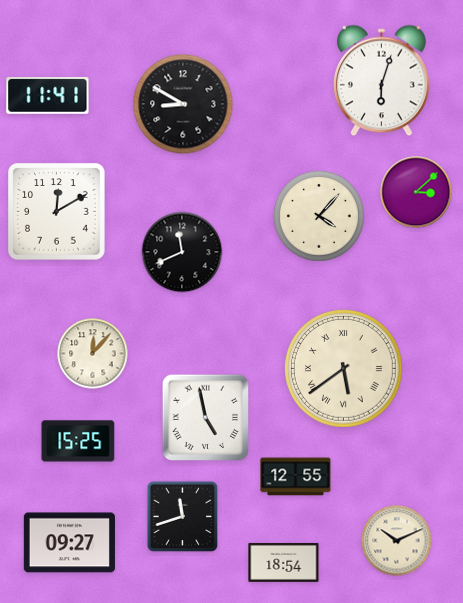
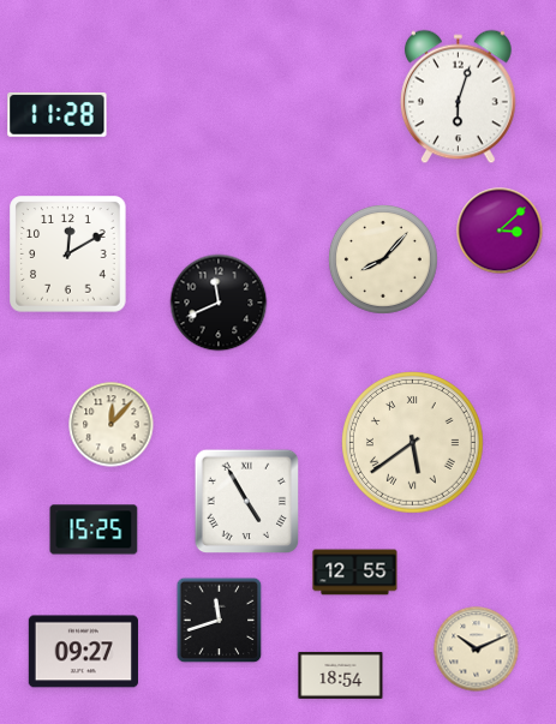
clock at (48, 96): 11:41 -> 11:28
clock at (183, 104): 8:50 -> none
clock at (319, 216): 4:07 -> 8:07
clock at (206, 418): 4:58 -> 4:55
